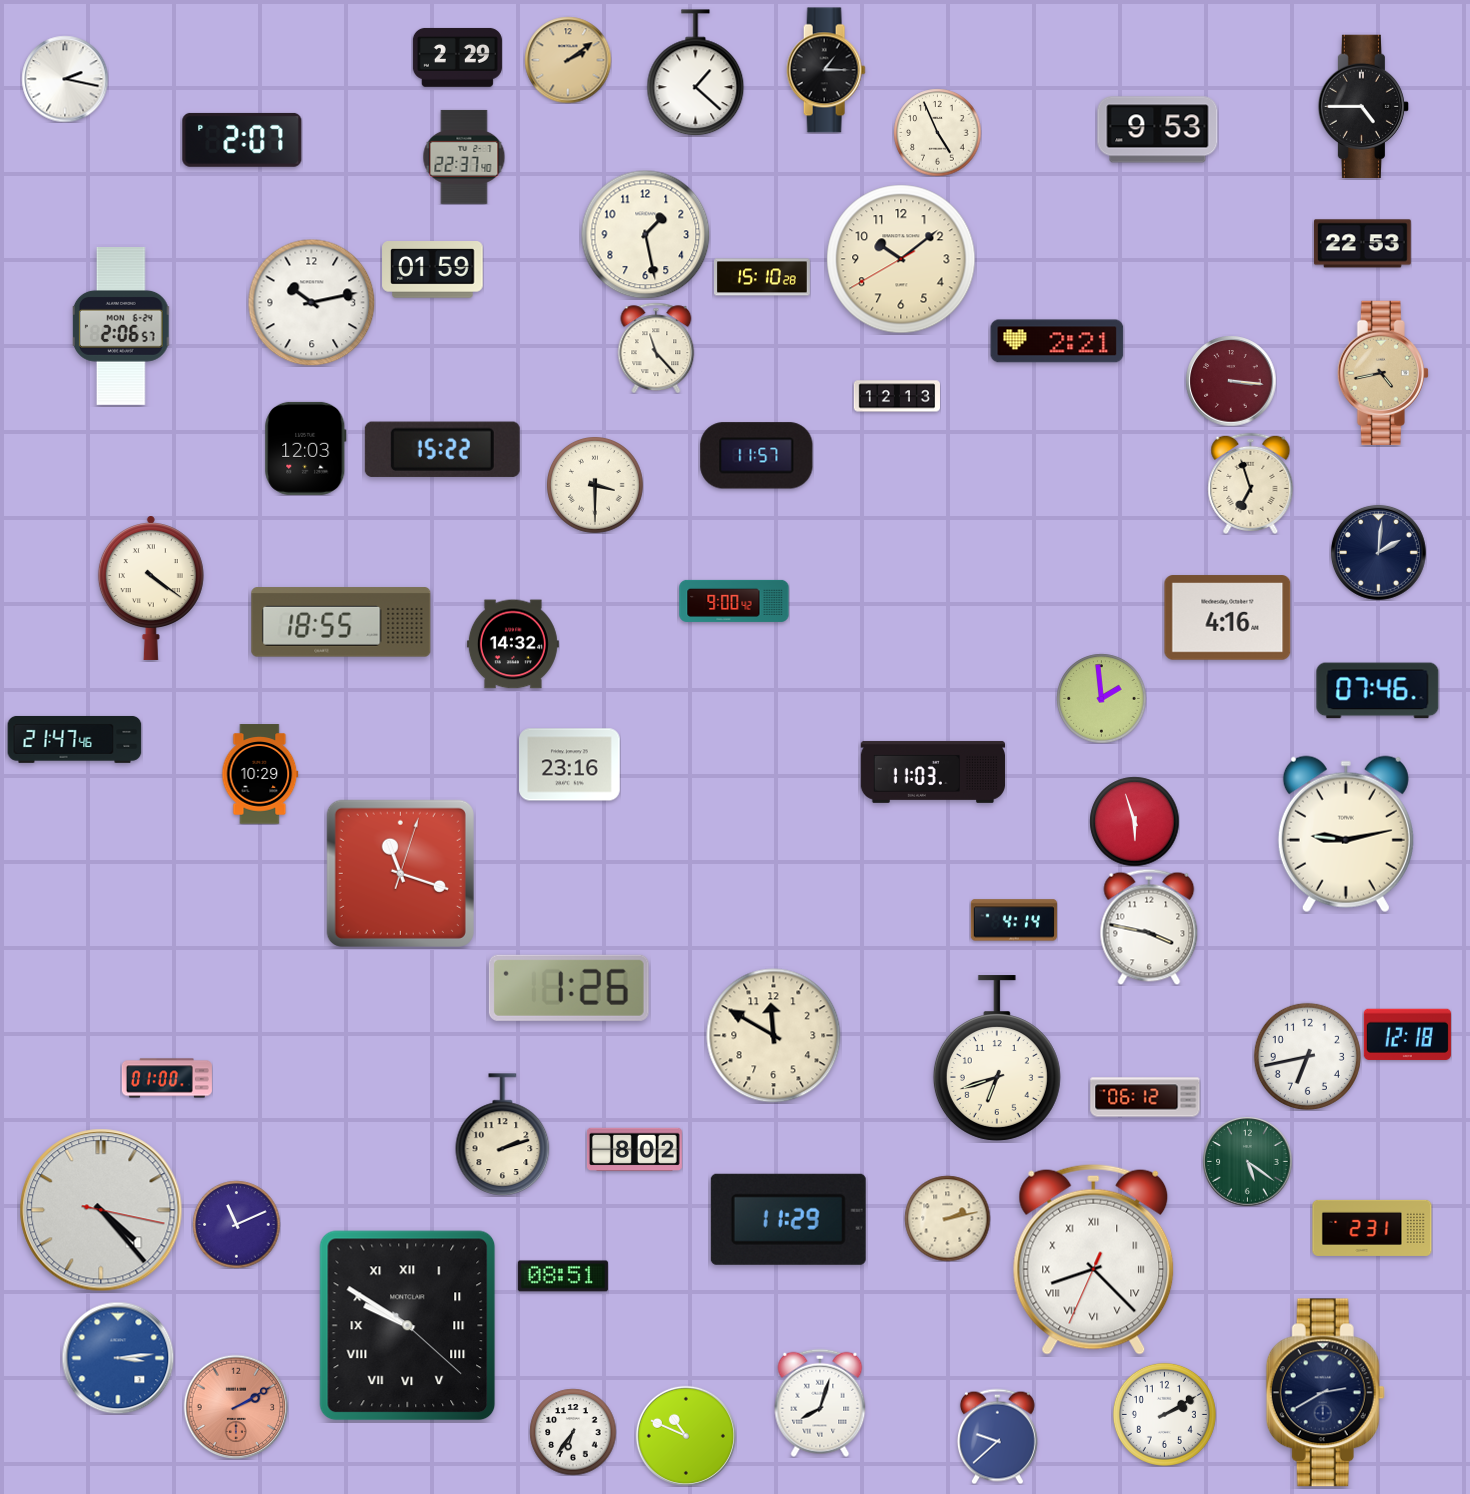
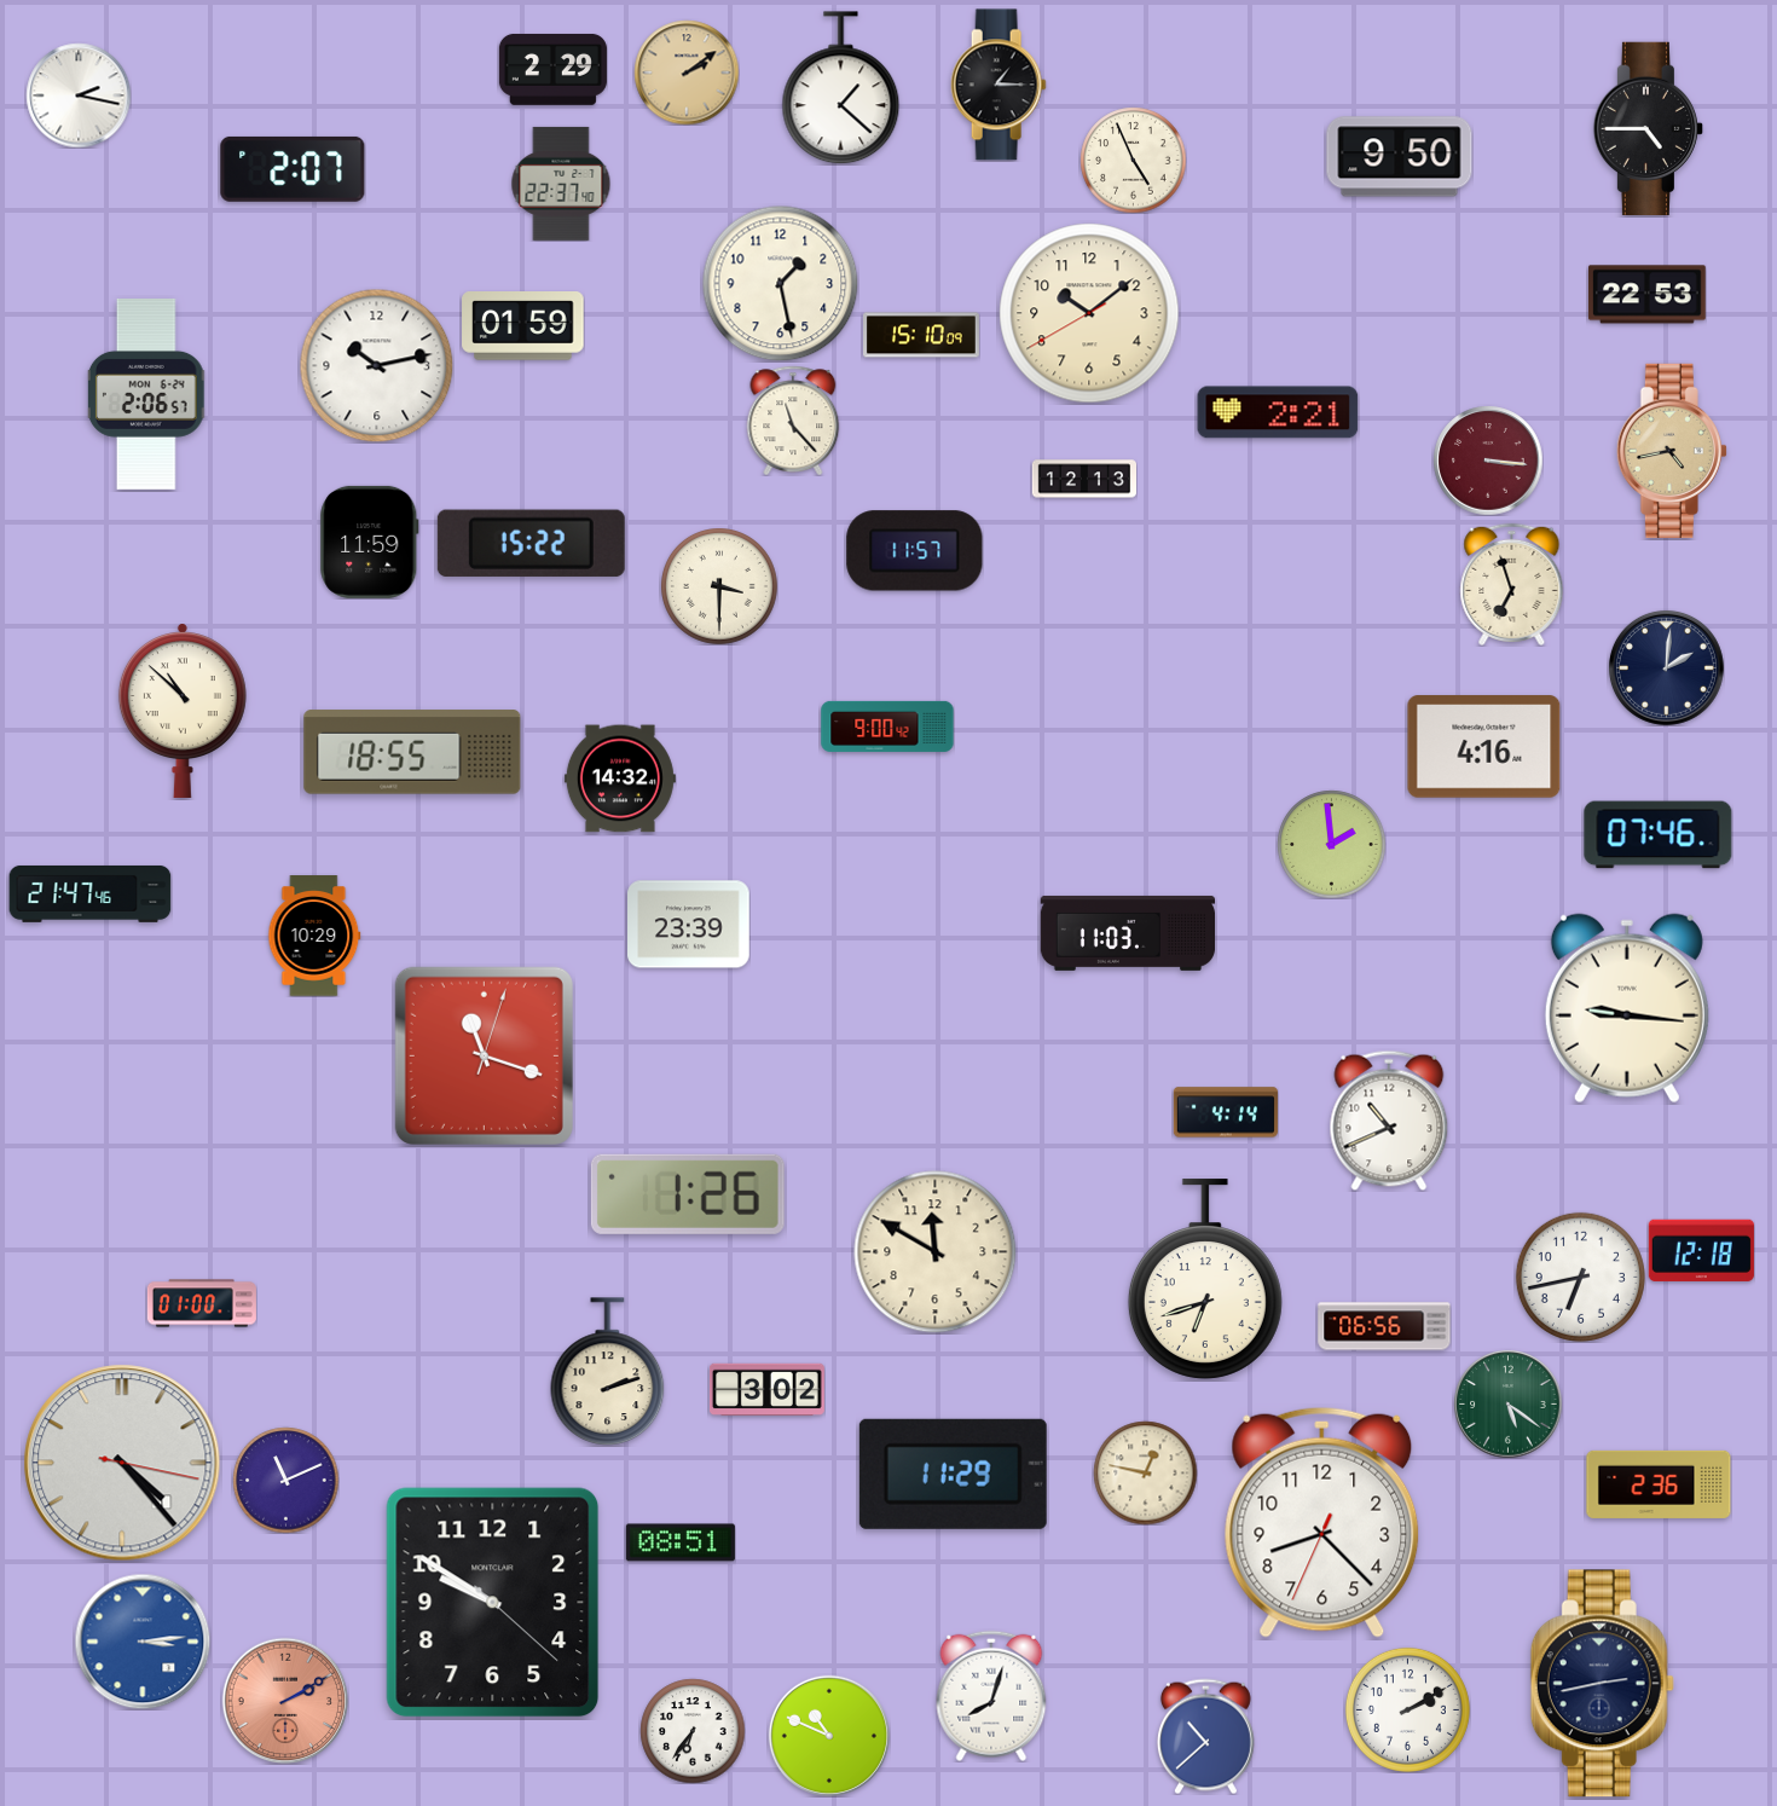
clock at (1158, 130): 9:53 -> 9:50
clock at (464, 157) position: (464, 157) -> (561, 184)
clock at (763, 277): 15:10:28 -> 15:10:09
clock at (306, 448): 12:03 -> 11:59
clock at (442, 449) position: (442, 449) -> (531, 543)
clock at (151, 588): 4:21 -> 10:52
clock at (1378, 691) position: (1378, 691) -> (1659, 835)
clock at (570, 765): 23:16 -> 23:39
clock at (1134, 821): 5:57 -> none
clock at (1346, 834): 9:13 -> 9:16
clock at (1149, 927): 3:47 -> 10:41
clock at (1145, 1097): 06:12 -> 06:56
clock at (634, 1150): 8:02 -> 3:02
clock at (947, 1218): 2:13 -> 12:47
clock at (1372, 1228): 2:31 -> 2:36
clock at (1094, 1259) numerals: Roman -> Arabic
clock at (408, 1326) numerals: Roman -> Arabic
clock at (1325, 1393): 2:40 -> 2:43
clock at (997, 1436): 9:38 -> 10:38
